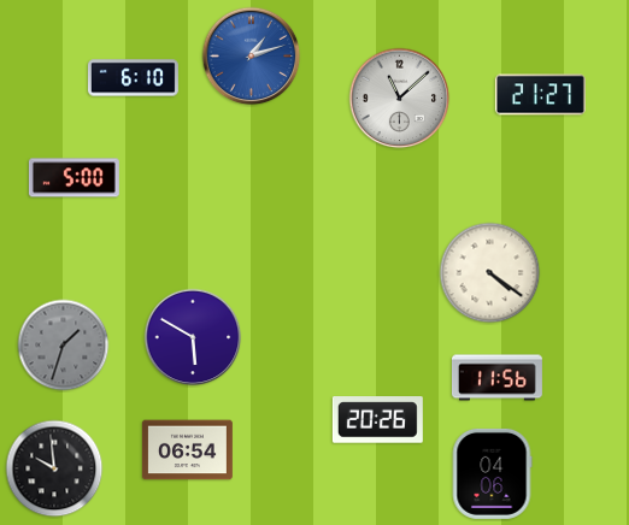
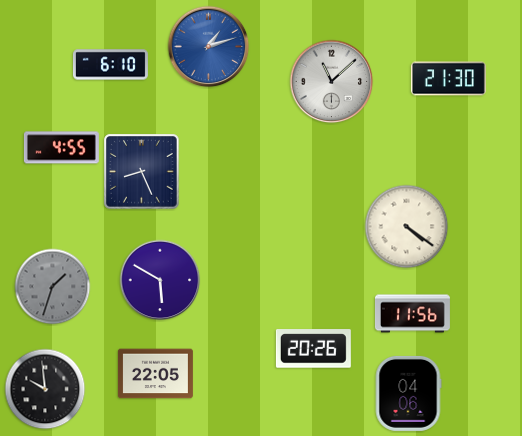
clock at (540, 95): 21:27 -> 21:30
clock at (74, 178): 5:00 -> 4:55
clock at (142, 172): none -> 8:26
clock at (187, 450): 06:54 -> 22:05
